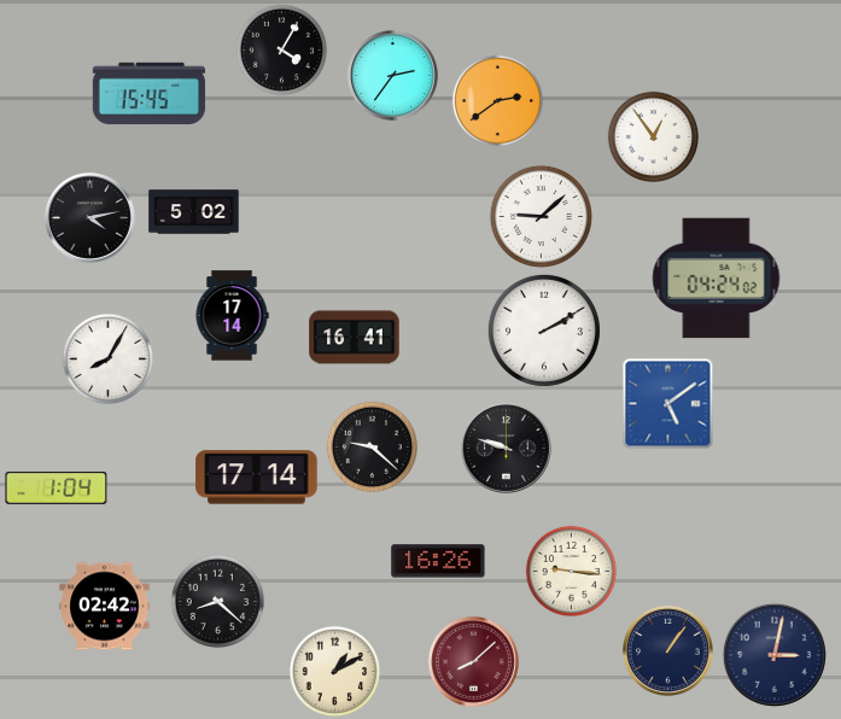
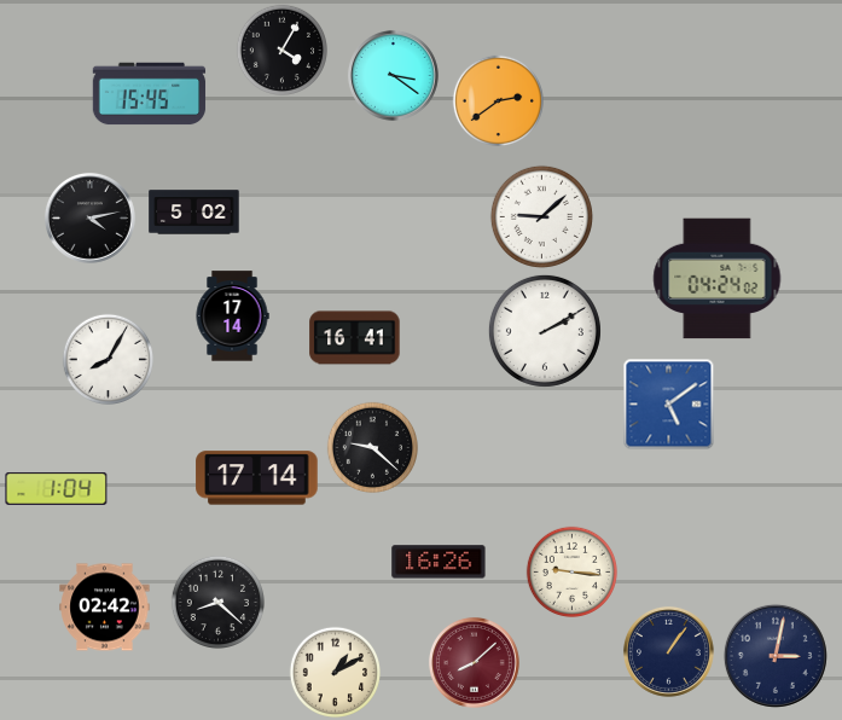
clock at (392, 75): 2:36 -> 3:21
clock at (654, 138): 12:54 -> none
clock at (506, 448): 9:48 -> none
